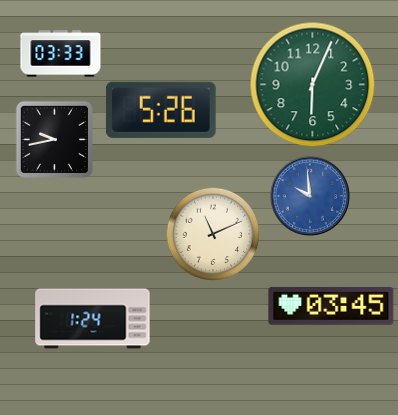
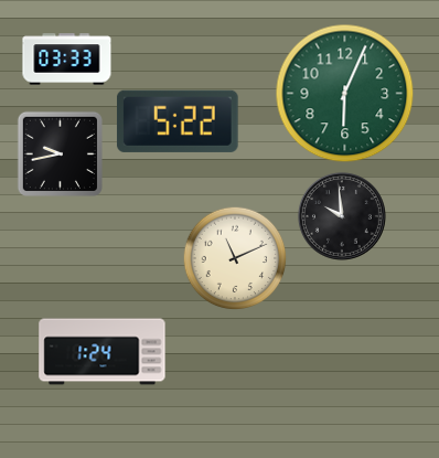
clock at (161, 110): 5:26 -> 5:22
clock at (310, 196) dial: blue -> black
clock at (331, 306): 03:45 -> none
